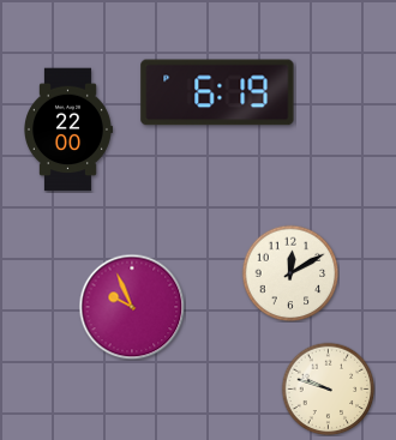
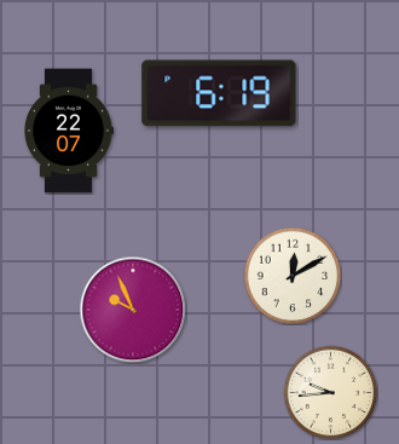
clock at (68, 129): 22:00 -> 22:07
clock at (328, 388): 9:48 -> 9:44
